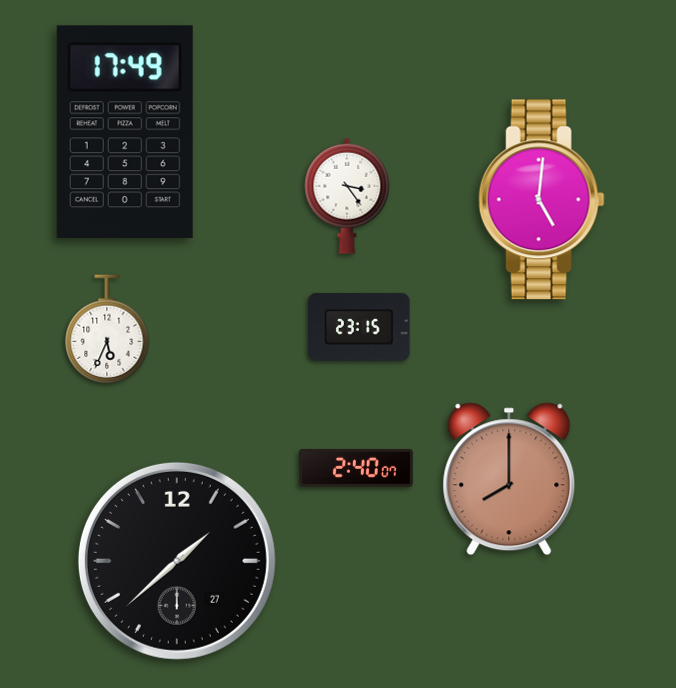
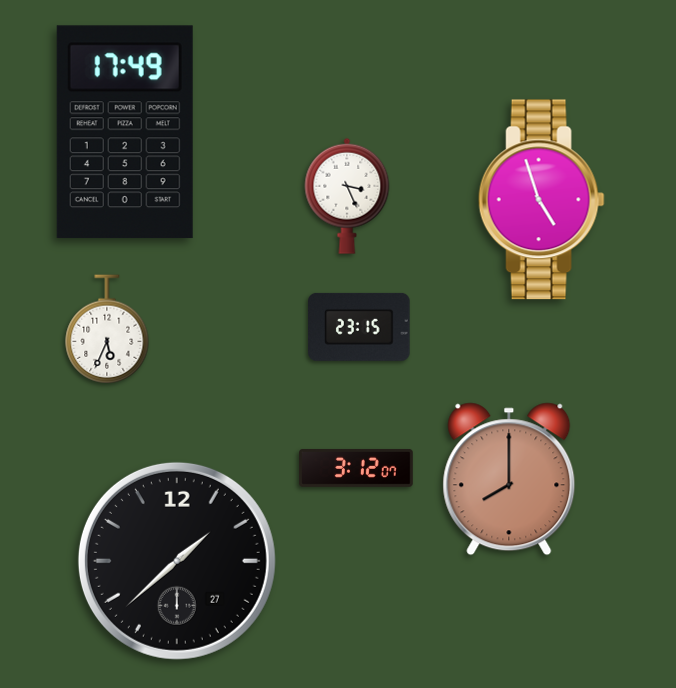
clock at (347, 196): 3:24 -> 3:26
clock at (541, 200): 5:01 -> 4:57
clock at (356, 468): 2:40 -> 3:12
